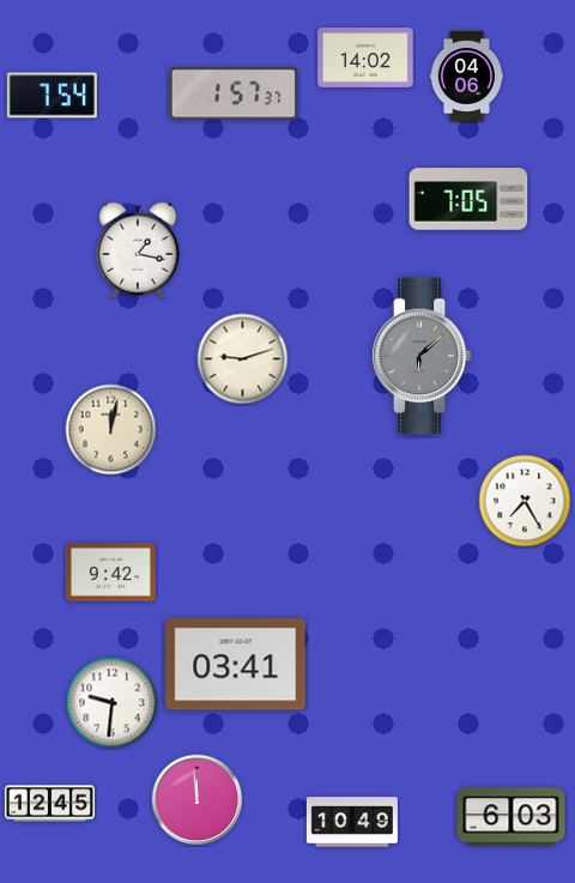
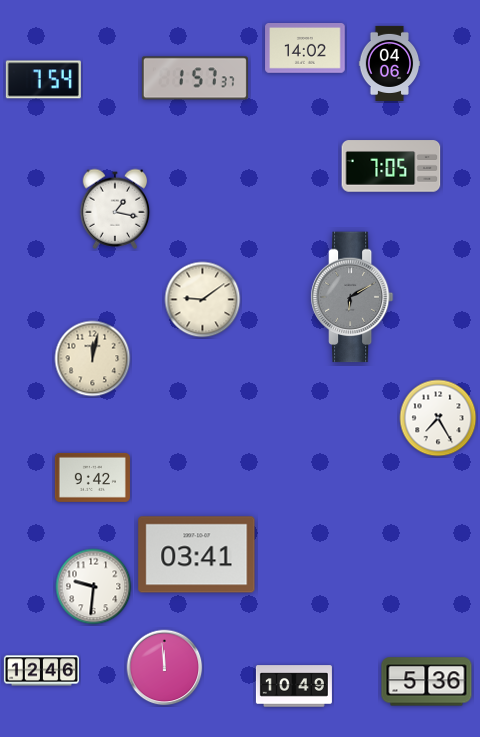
clock at (422, 356): 6:08 -> 6:10
clock at (243, 359): 9:12 -> 9:09
clock at (49, 804): 12:45 -> 12:46
clock at (512, 817): 6:03 -> 5:36
